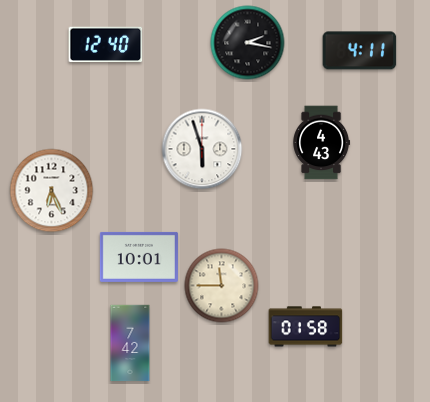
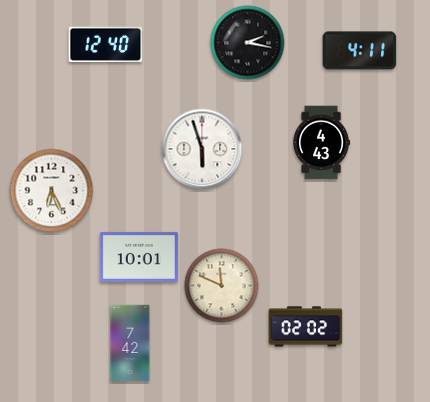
clock at (222, 286): 11:45 -> 11:49
clock at (306, 327): 01:58 -> 02:02
